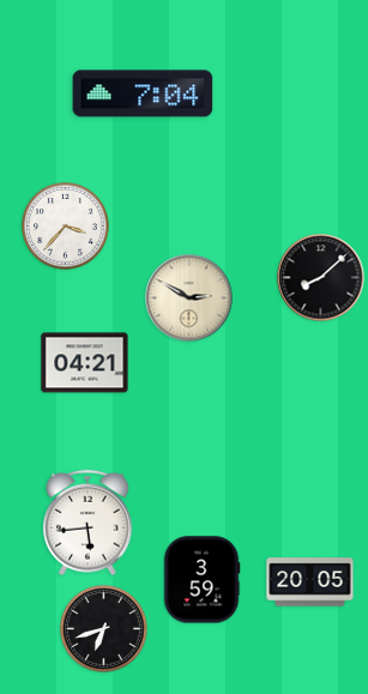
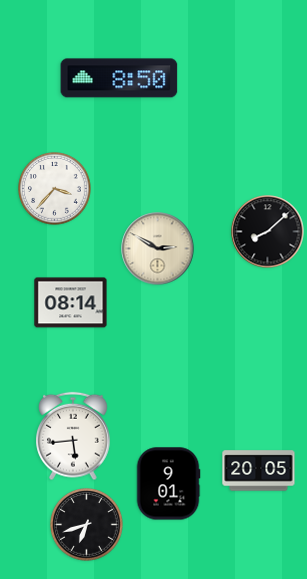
clock at (143, 93): 7:04 -> 8:50
clock at (85, 363): 04:21 -> 08:14
clock at (201, 580): 3:59 -> 9:01
clock at (310, 583) position: (310, 583) -> (259, 471)
